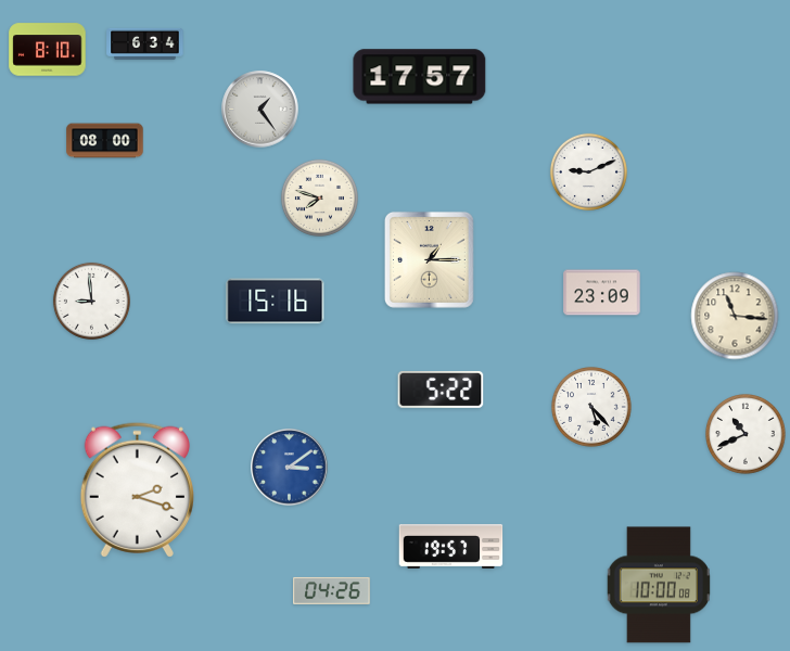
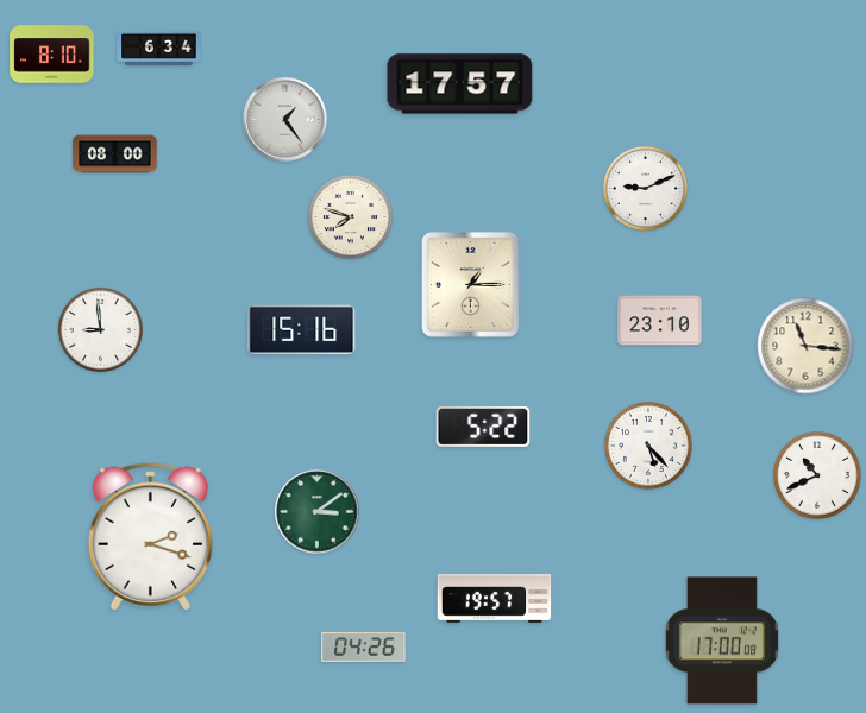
clock at (602, 293): 23:09 -> 23:10
clock at (290, 468) dial: blue -> green
clock at (659, 585): 10:00 -> 17:00
